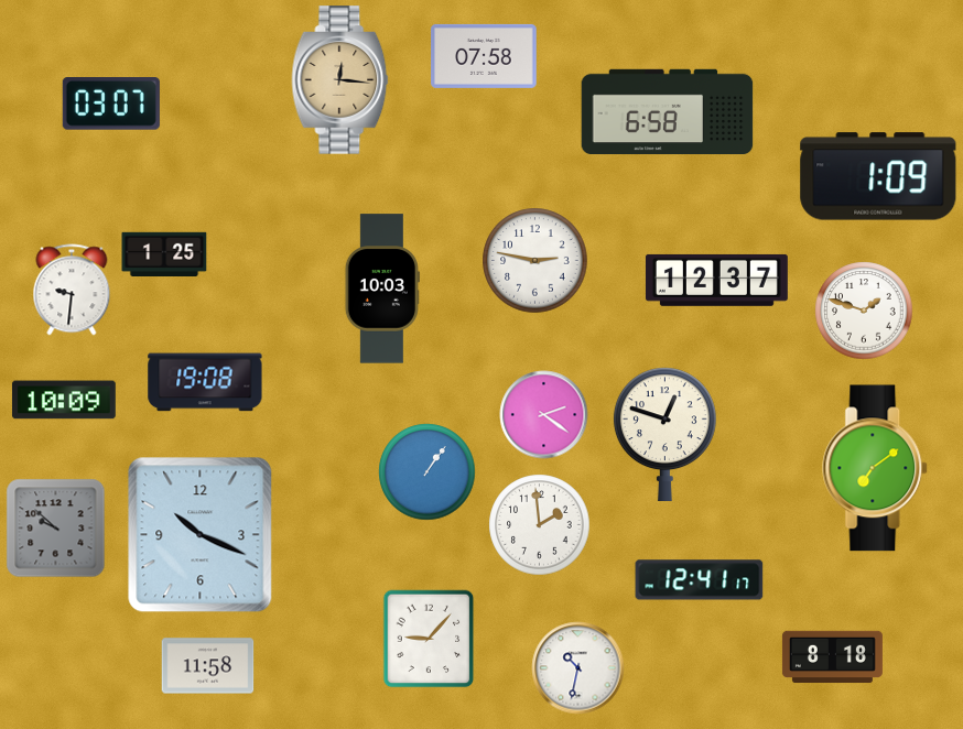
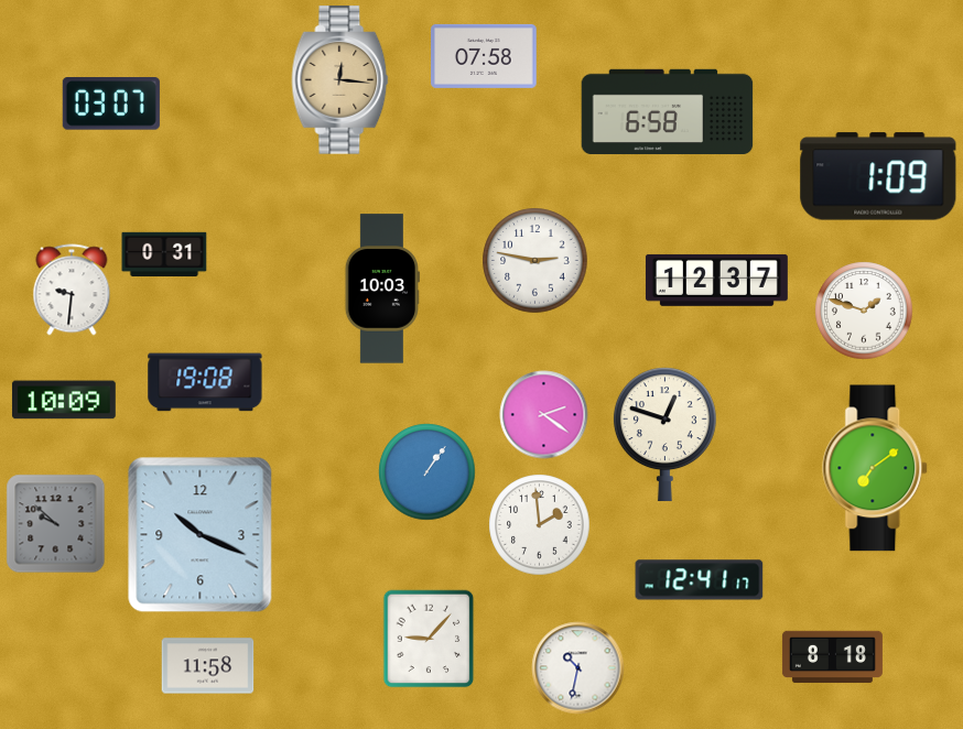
clock at (164, 253): 1:25 -> 0:31
clock at (56, 529) position: (56, 529) -> (56, 524)
